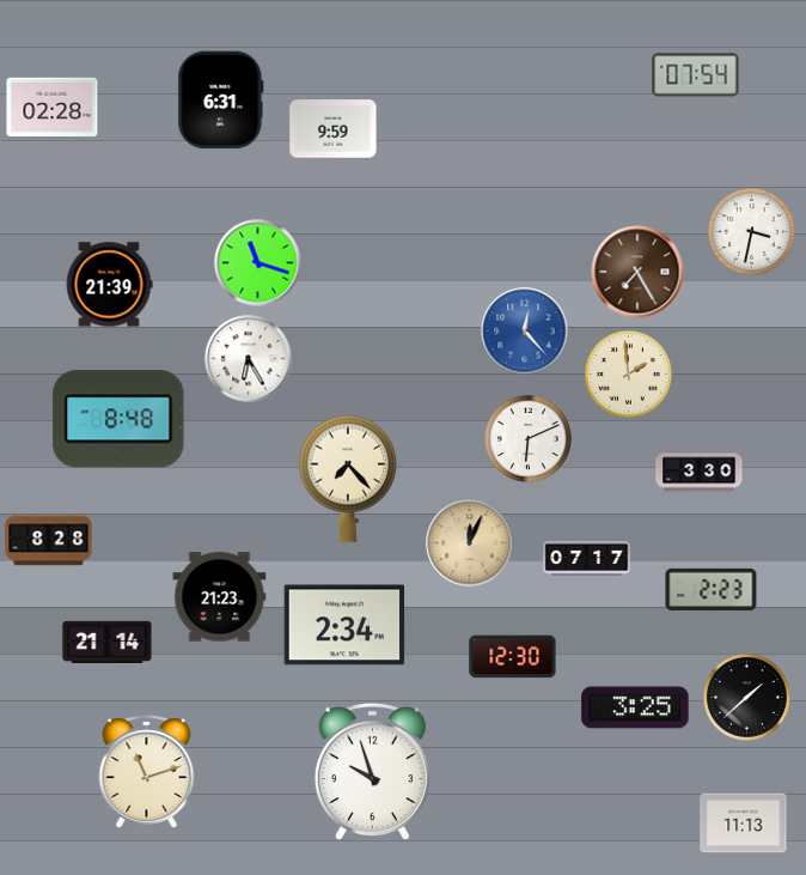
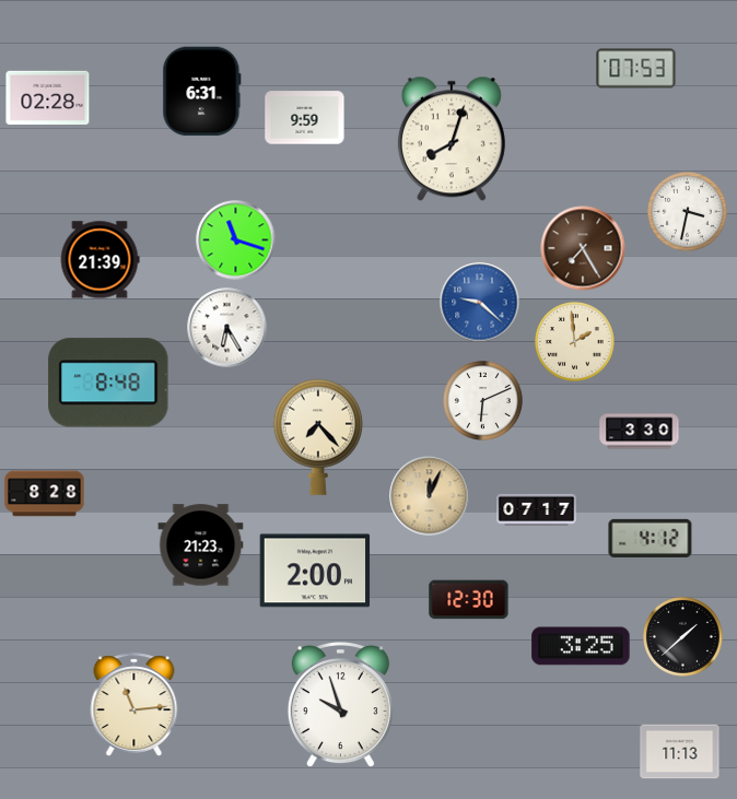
clock at (696, 75): 07:54 -> 07:53
clock at (452, 139): none -> 8:03
clock at (525, 332): 12:23 -> 9:22
clock at (712, 589): 2:23 -> 4:12
clock at (344, 625): 2:34 -> 2:00
clock at (108, 642): 21:14 -> none
clock at (147, 772): 11:12 -> 11:14
